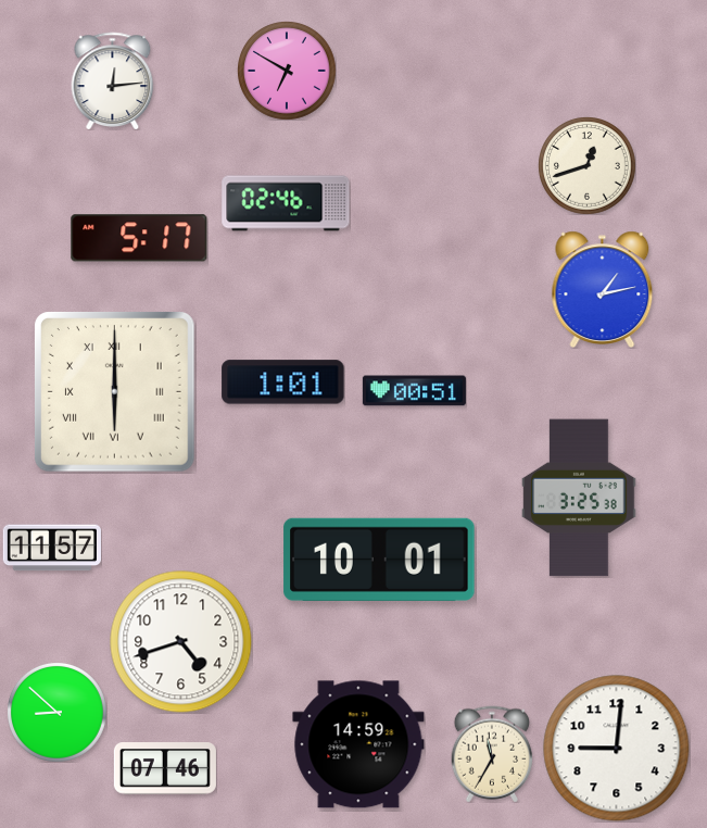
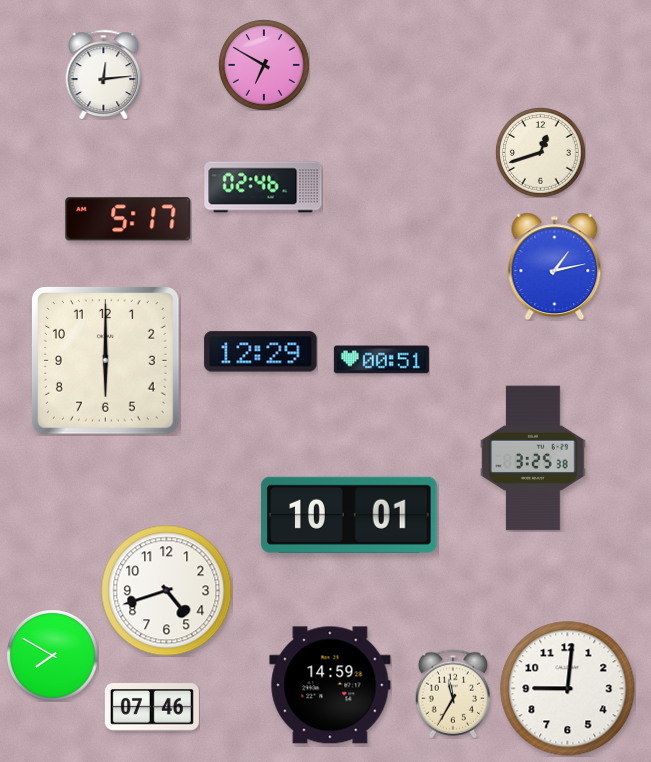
clock at (283, 382): 1:01 -> 12:29
clock at (115, 392) numerals: Roman -> Arabic
clock at (52, 548): 11:57 -> none
clock at (58, 713): 8:52 -> 7:50
